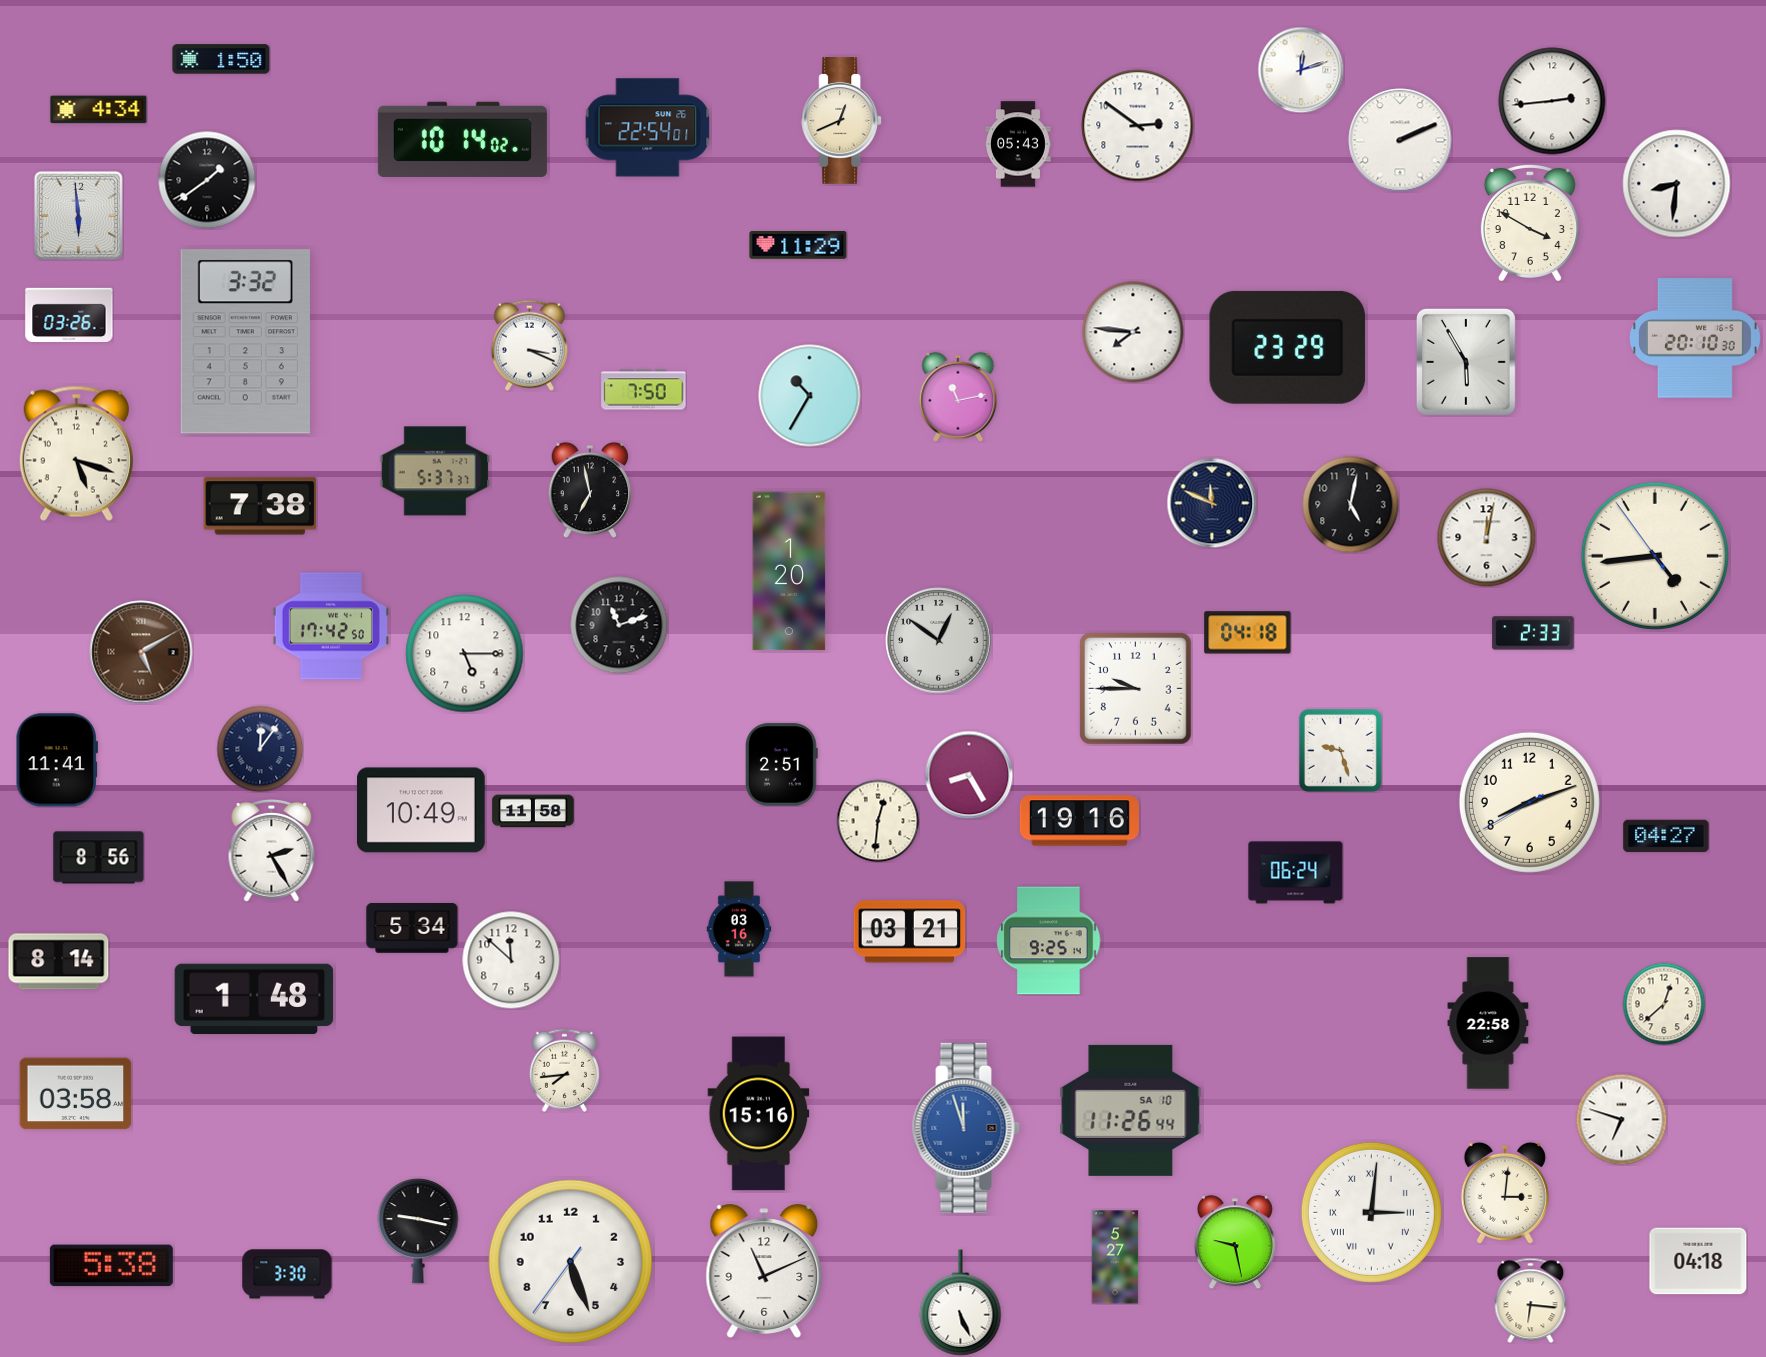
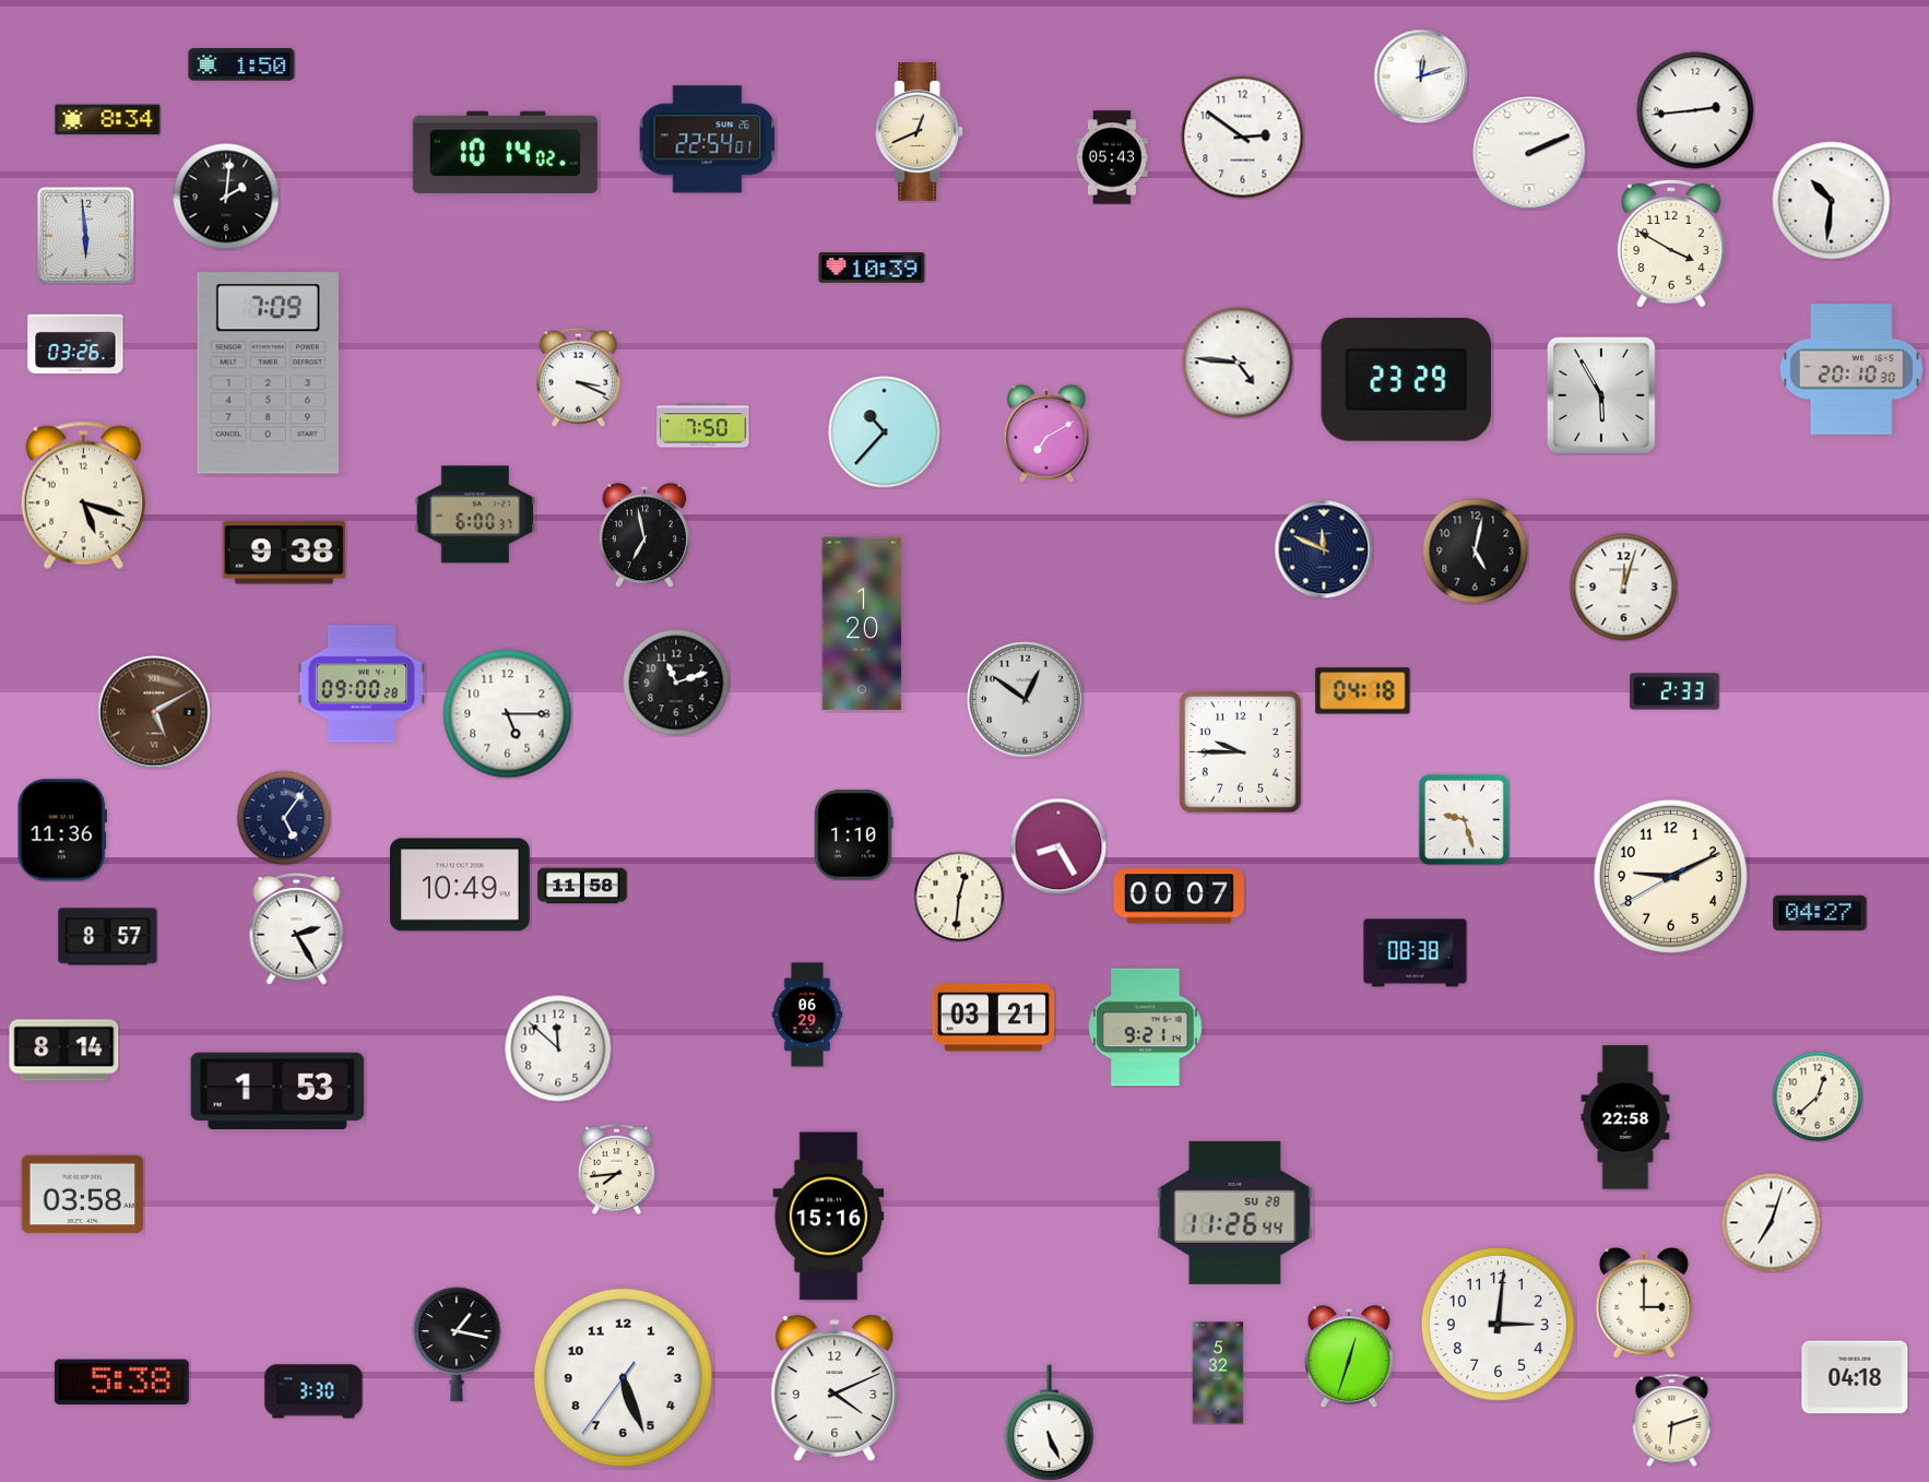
clock at (99, 110): 4:34 -> 8:34
clock at (207, 180): 1:39 -> 2:01
clock at (1677, 184): 8:31 -> 10:31
clock at (798, 246): 11:29 -> 10:39
clock at (1133, 332): 7:46 -> 4:46
clock at (245, 342): 3:32 -> 7:09
clock at (810, 396): 10:35 -> 10:37
clock at (958, 397): 11:13 -> 7:10
clock at (435, 471): 5:37 -> 6:00
clock at (260, 506): 7:38 -> 9:38
clock at (1487, 538): 12:02 -> 12:03
clock at (1655, 556): 4:43 -> none
clock at (331, 626): 17:42 -> 09:00
clock at (260, 749): 12:06 -> 5:06
clock at (57, 760): 11:41 -> 11:36
clock at (782, 765): 2:51 -> 1:10
clock at (1529, 802): 8:11 -> 9:10
clock at (1079, 821): 19:16 -> 00:07
clock at (99, 858): 8:56 -> 8:57
clock at (1296, 873): 06:24 -> 08:38
clock at (412, 929): 5:34 -> none
clock at (739, 929): 03:16 -> 06:29
clock at (1049, 941): 9:25 -> 9:21
clock at (254, 999): 1:48 -> 1:53
clock at (1131, 1110) date: SA 10 -> SU 28
clock at (1621, 1119): 6:48 -> 7:03
clock at (966, 1128): 11:57 -> none
clock at (1505, 1193): 3:01 -> 3:00
clock at (1371, 1212) numerals: Roman -> Arabic
clock at (418, 1231): 9:17 -> 1:17
clock at (1235, 1242): 9:28 -> 12:33
clock at (1115, 1257): 5:27 -> 5:32
clock at (764, 1271): 11:11 -> 4:11
clock at (1531, 1300): 6:16 -> 6:12
